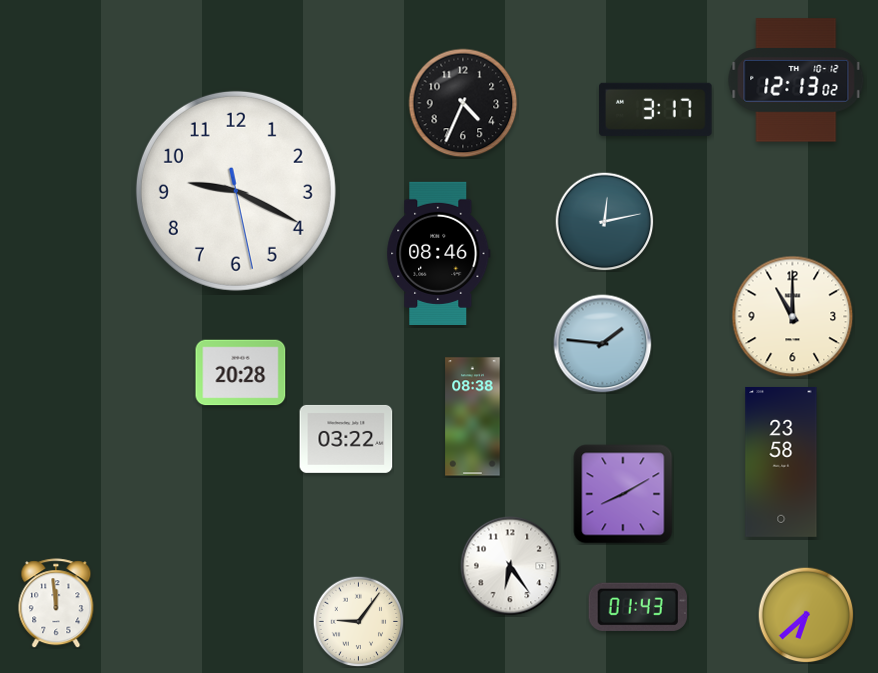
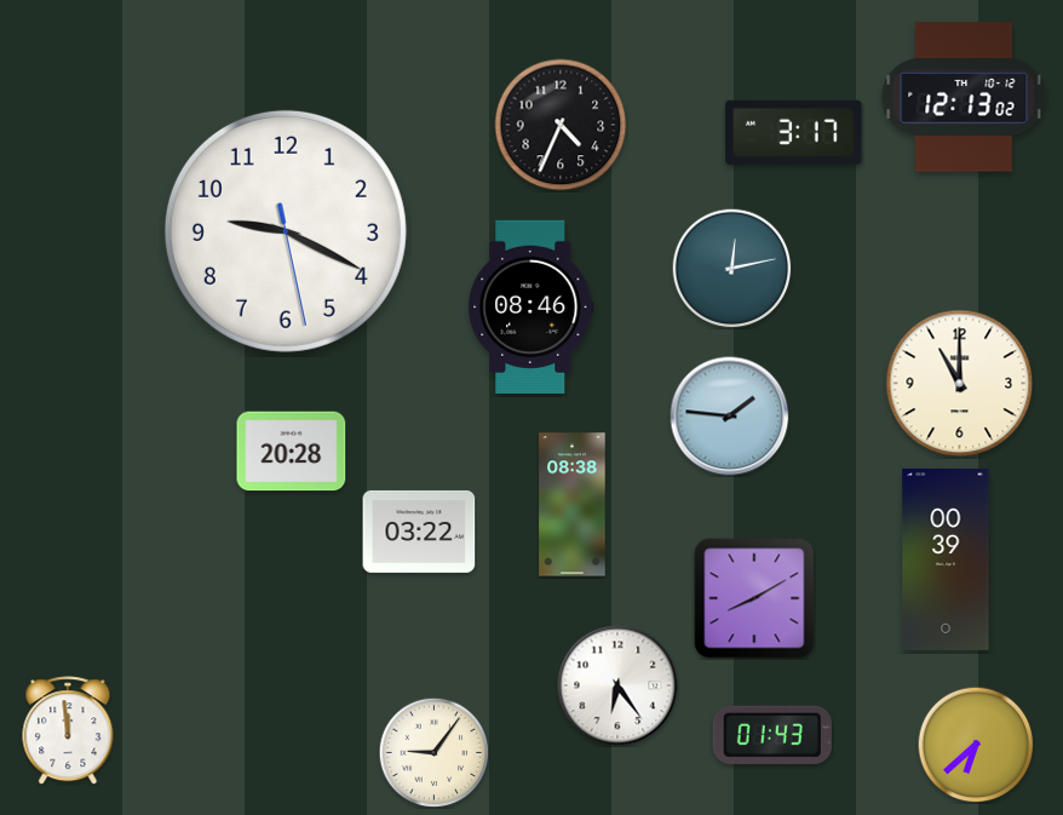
clock at (781, 462): 23:58 -> 00:39
